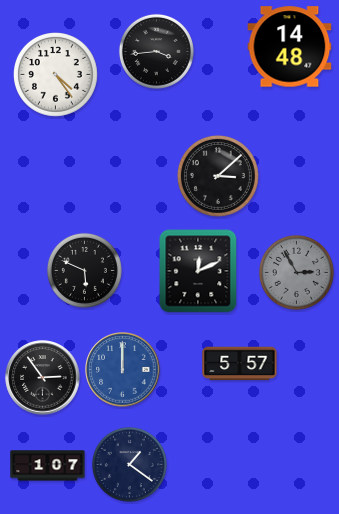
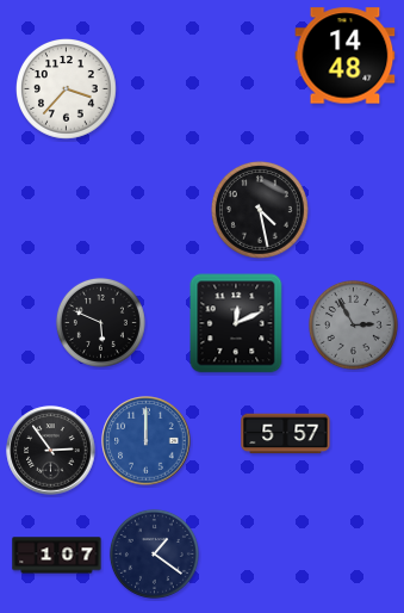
clock at (156, 51): 3:44 -> none
clock at (56, 75): 4:24 -> 3:37
clock at (218, 176): 3:08 -> 4:28
